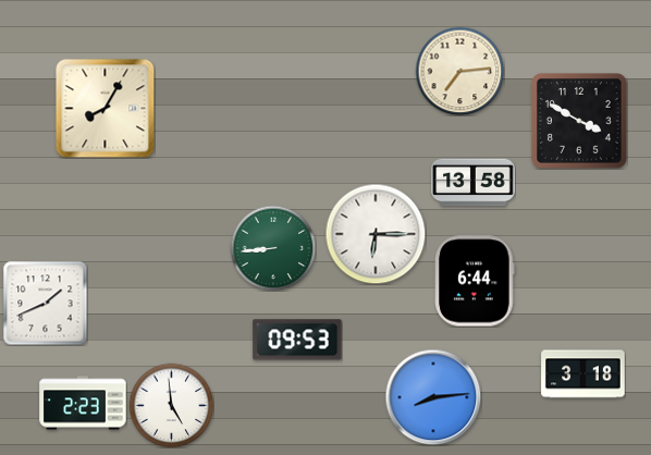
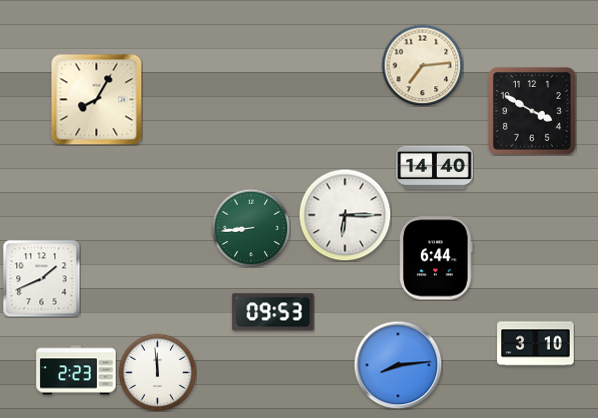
clock at (474, 183): 13:58 -> 14:40
clock at (584, 374): 3:18 -> 3:10
clock at (171, 405): 4:59 -> 11:59
